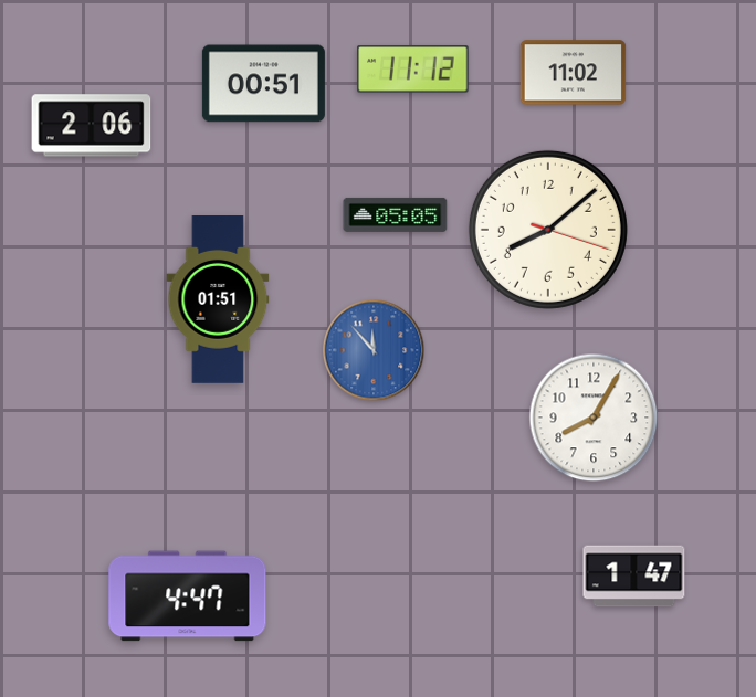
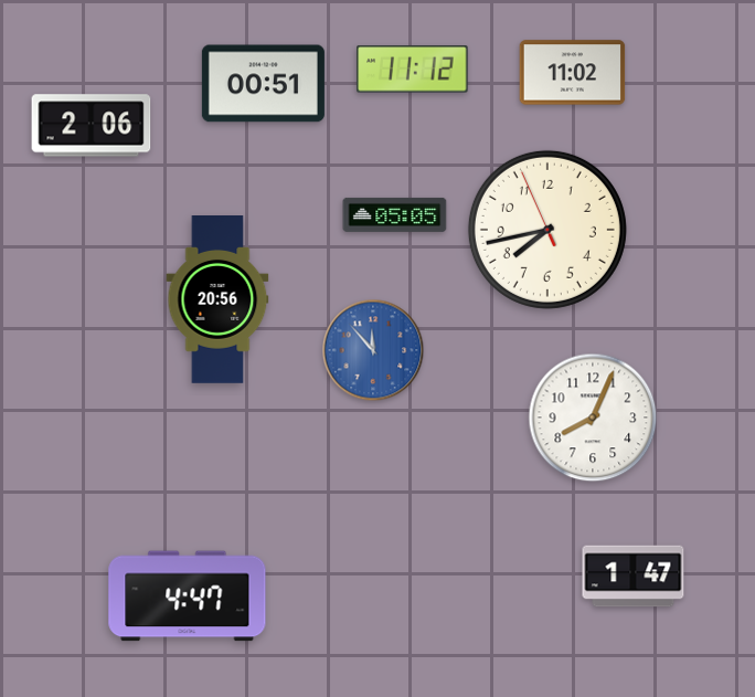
clock at (548, 230): 8:08 -> 7:42
clock at (218, 300): 01:51 -> 20:56
clock at (594, 418): 8:05 -> 8:04
